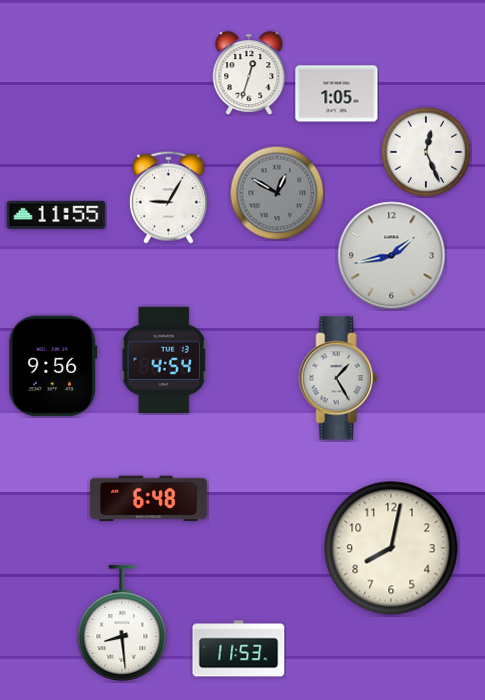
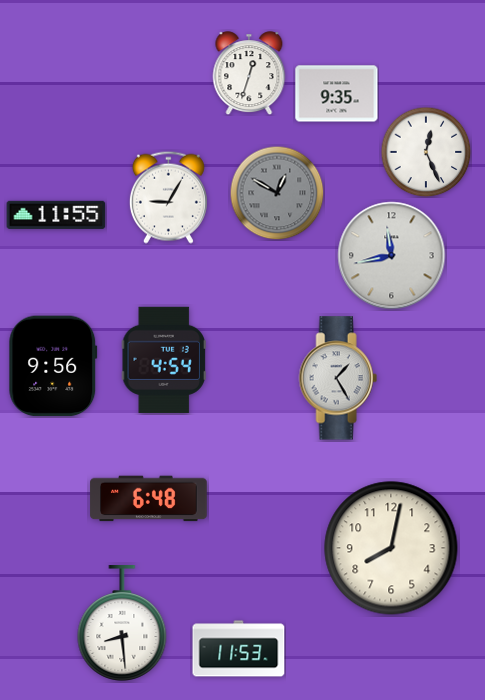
clock at (337, 94): 1:05 -> 9:35
clock at (392, 256): 1:43 -> 11:43
